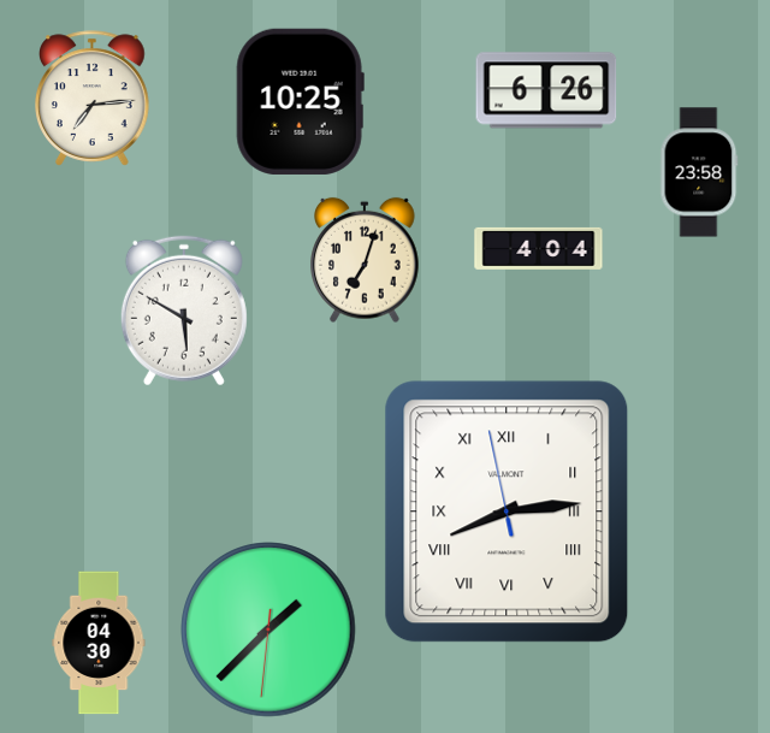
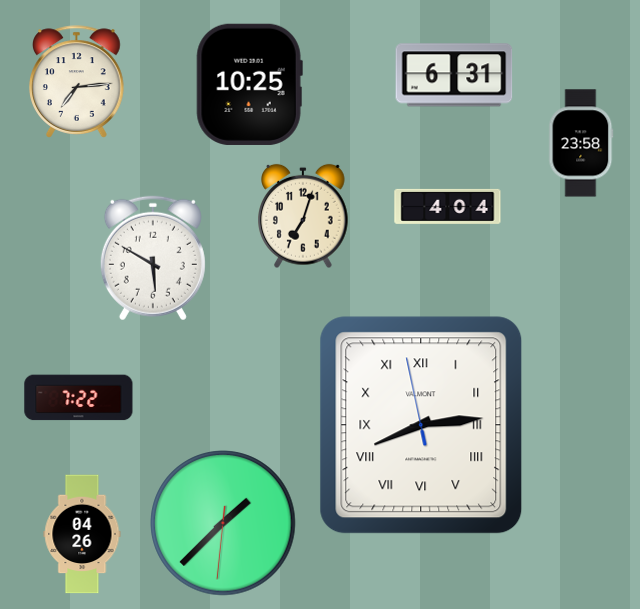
clock at (546, 90): 6:26 -> 6:31
clock at (79, 398): none -> 7:22
clock at (99, 643): 04:30 -> 04:26
